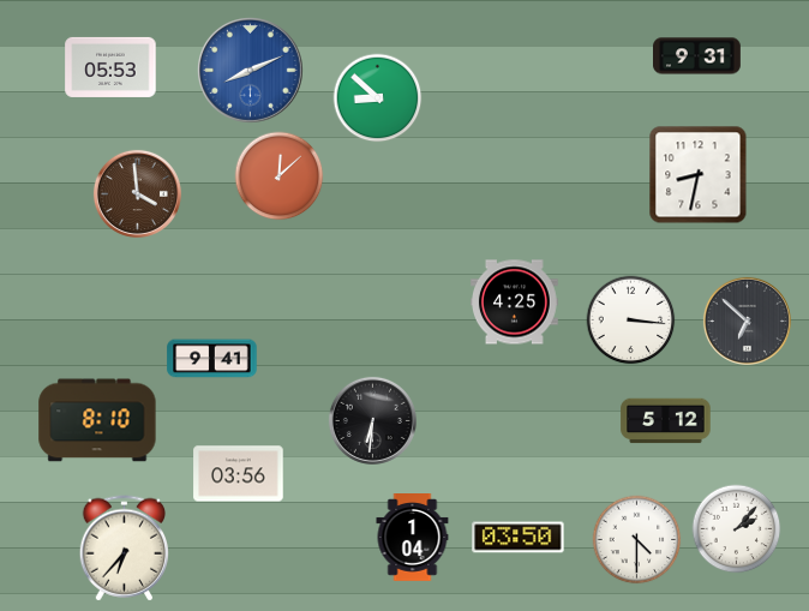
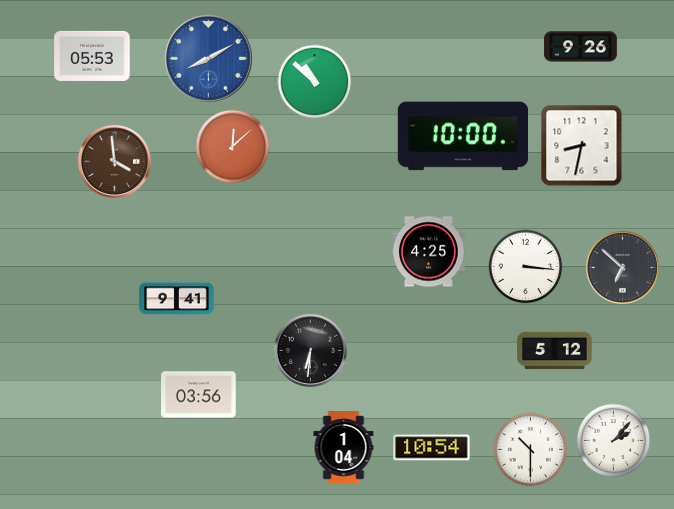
clock at (697, 56): 9:31 -> 9:26
clock at (251, 71): 8:11 -> 8:10
clock at (378, 98): 8:52 -> 10:52
clock at (462, 136): none -> 10:00
clock at (97, 420): 8:10 -> none
clock at (519, 538): 03:50 -> 10:54
clock at (637, 540): 4:30 -> 10:30
clock at (124, 549): 6:37 -> none
